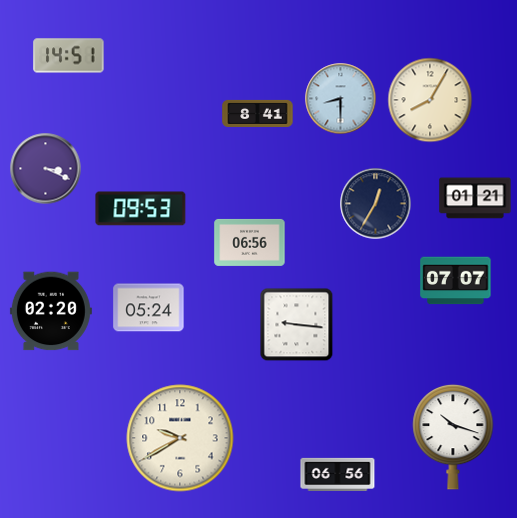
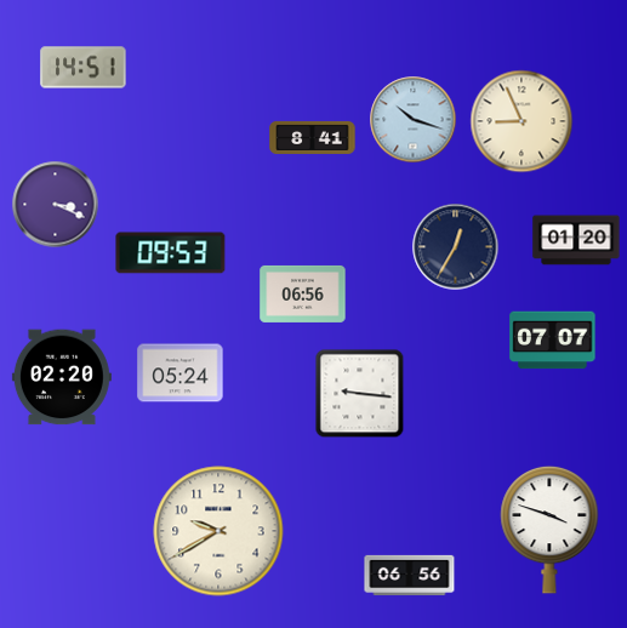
clock at (341, 99): 8:30 -> 10:18
clock at (430, 100): 8:05 -> 8:56
clock at (475, 198): 01:21 -> 01:20
clock at (453, 437): 10:18 -> 3:48
